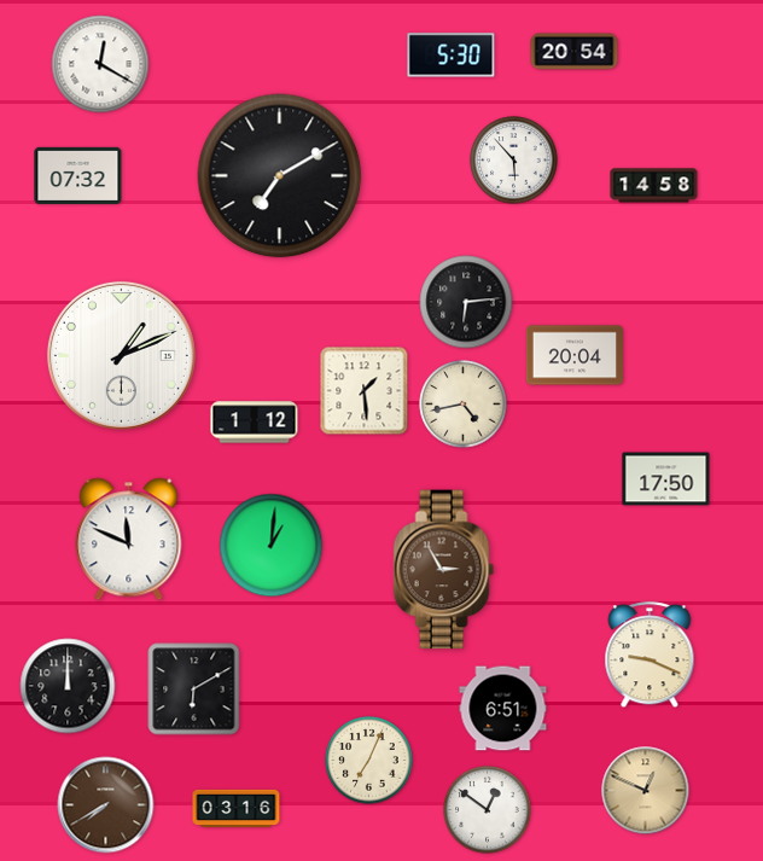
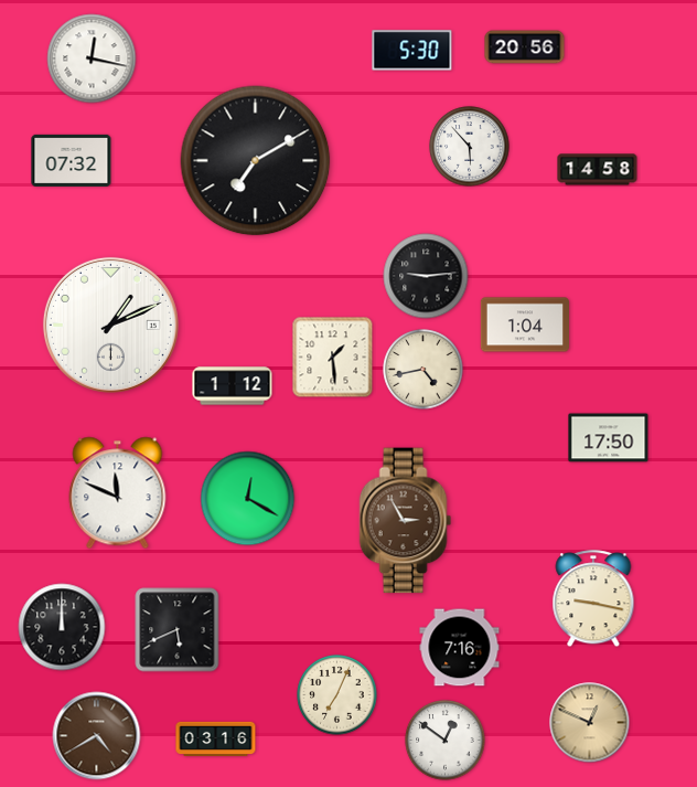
clock at (575, 52): 20:54 -> 20:56
clock at (100, 64): 12:20 -> 12:17
clock at (466, 302): 6:14 -> 9:14
clock at (573, 355): 20:04 -> 1:04
clock at (272, 546): 1:01 -> 12:20
clock at (650, 656): 9:19 -> 9:17
clock at (194, 690): 6:10 -> 5:41
clock at (503, 709): 6:51 -> 7:16
clock at (106, 805): 7:40 -> 4:40
